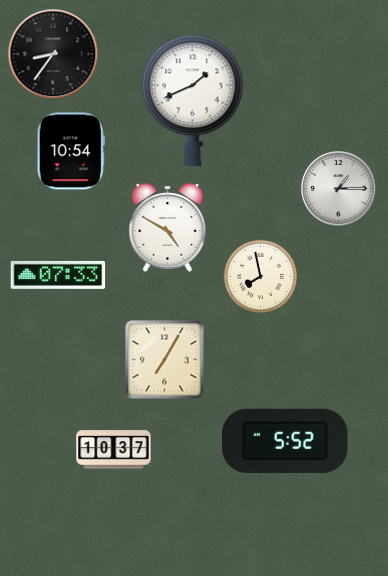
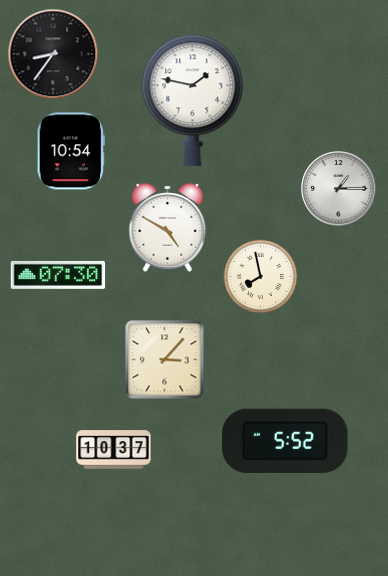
clock at (193, 101): 1:41 -> 1:47
clock at (58, 275): 07:33 -> 07:30
clock at (165, 360): 7:05 -> 3:07
